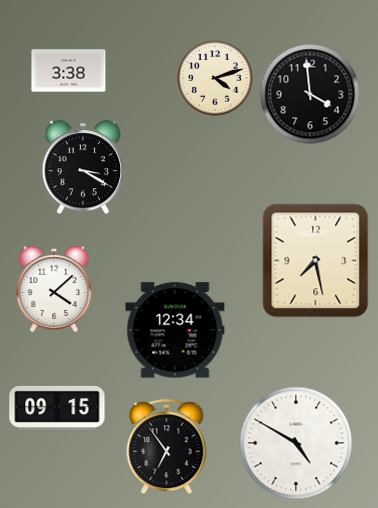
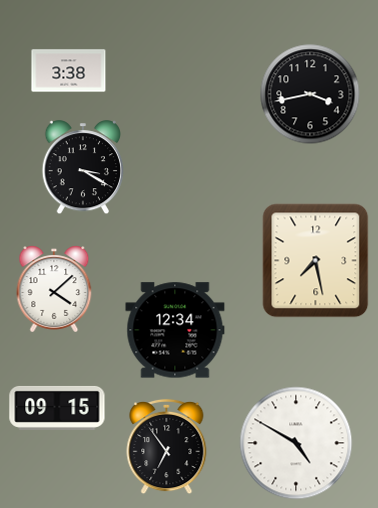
clock at (215, 78): 4:12 -> none
clock at (310, 94): 3:59 -> 3:43
